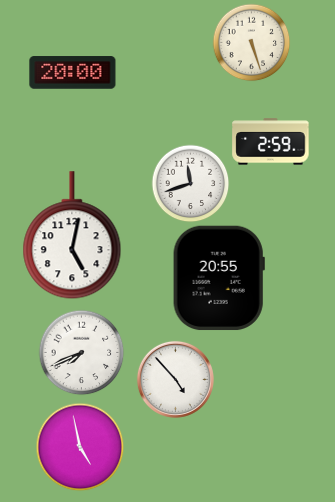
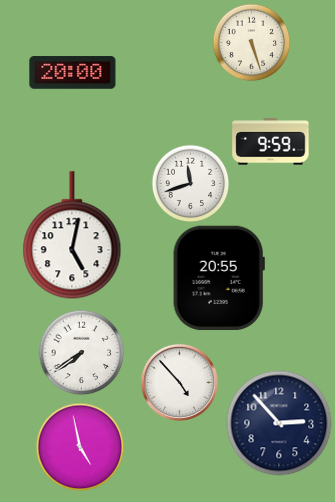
clock at (271, 142): 2:59 -> 9:59
clock at (81, 352): 7:41 -> 7:39
clock at (175, 379) position: (175, 379) -> (179, 382)
clock at (279, 423): none -> 2:53
